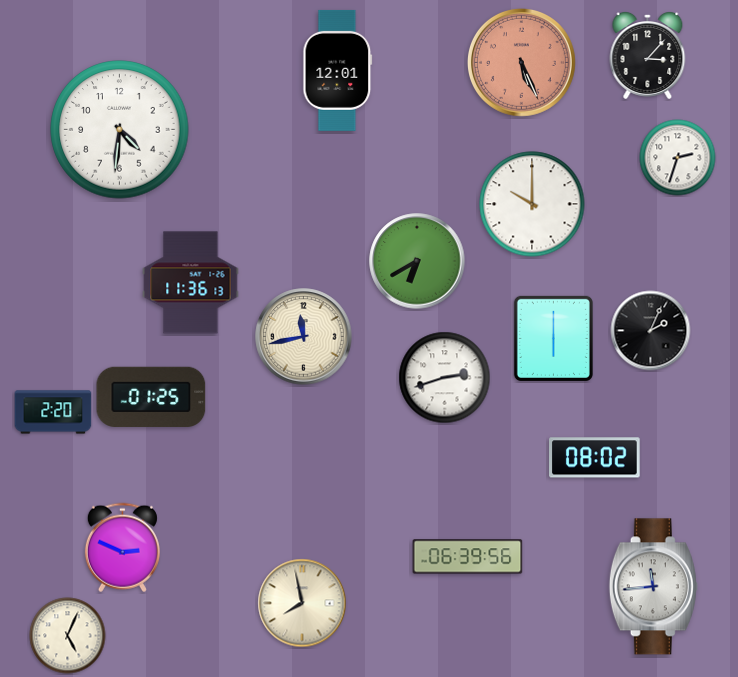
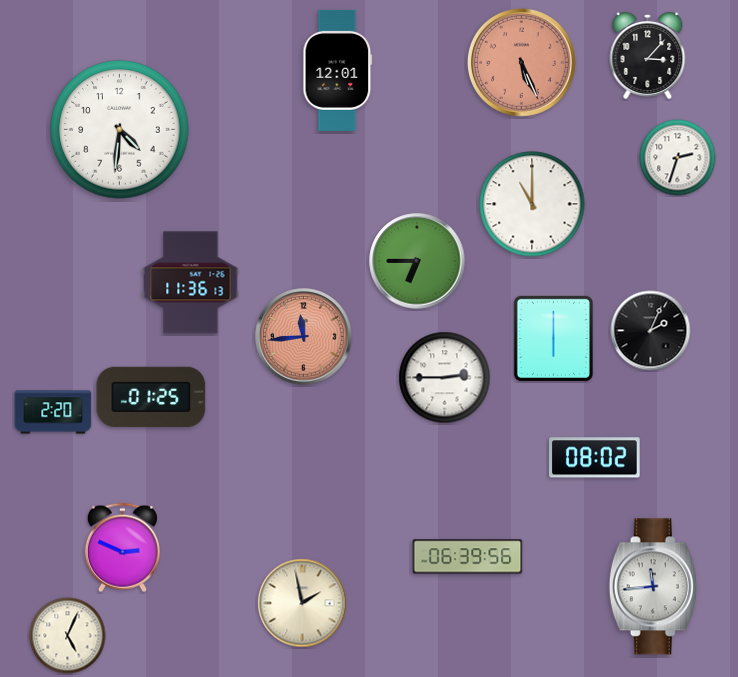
clock at (532, 204): 10:00 -> 11:00
clock at (417, 261): 6:40 -> 6:45
clock at (304, 337): 11:43 -> 11:44
clock at (304, 337) dial: cream -> salmon
clock at (445, 378): 2:42 -> 2:45
clock at (302, 603): 7:58 -> 1:58
